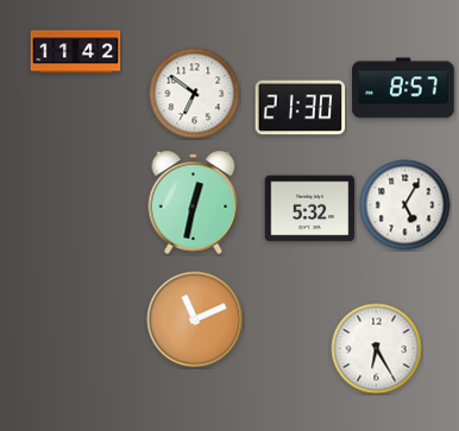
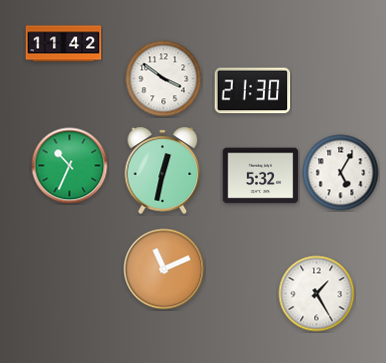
clock at (403, 88): 8:57 -> none
clock at (195, 94): 6:51 -> 3:51
clock at (70, 166): none -> 10:34
clock at (377, 349): 6:25 -> 1:25
